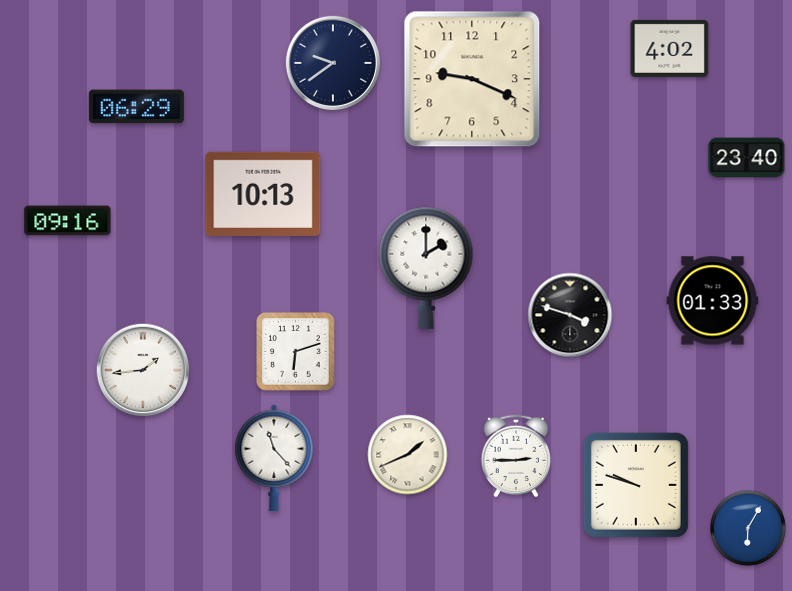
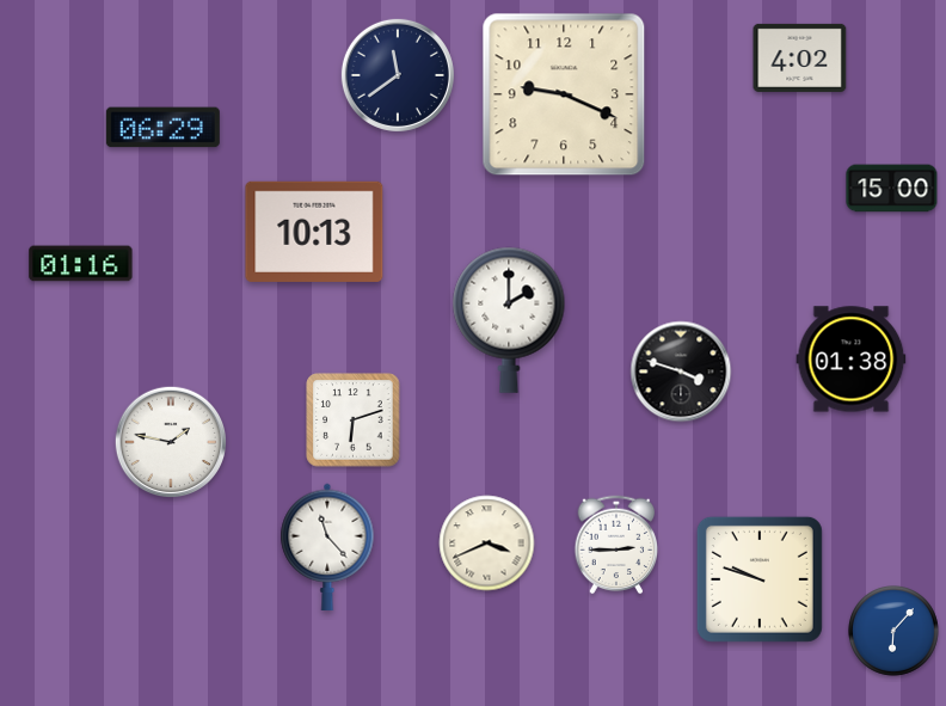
clock at (333, 63): 9:39 -> 11:39
clock at (747, 158): 23:40 -> 15:00
clock at (68, 221): 09:16 -> 01:16
clock at (713, 301): 01:33 -> 01:38
clock at (570, 315) position: (570, 315) -> (681, 372)
clock at (142, 369): 1:44 -> 1:47
clock at (408, 455): 1:41 -> 3:41
clock at (748, 528): 6:05 -> 6:07
